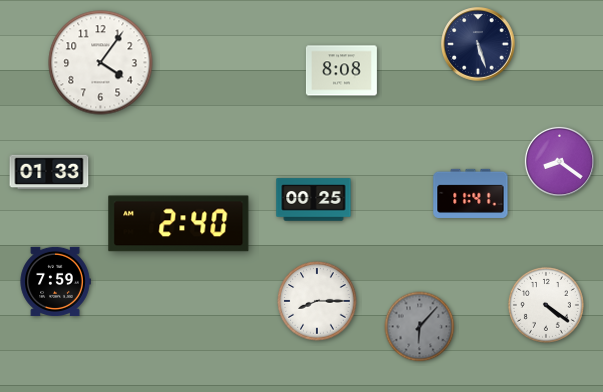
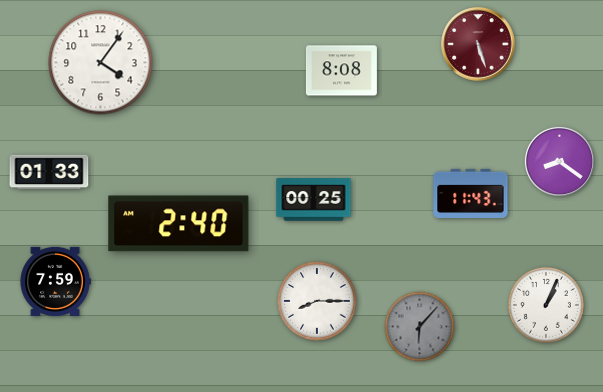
clock at (478, 44) dial: navy -> burgundy
clock at (471, 193): 11:41 -> 11:43
clock at (546, 305): 4:21 -> 1:04
